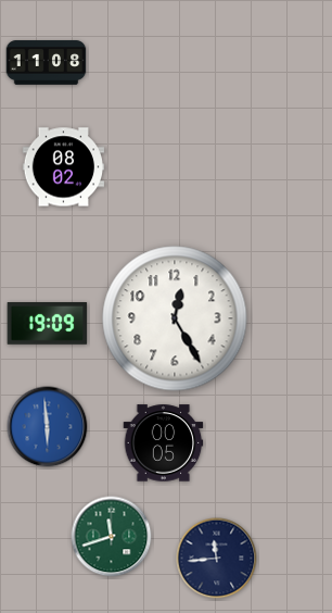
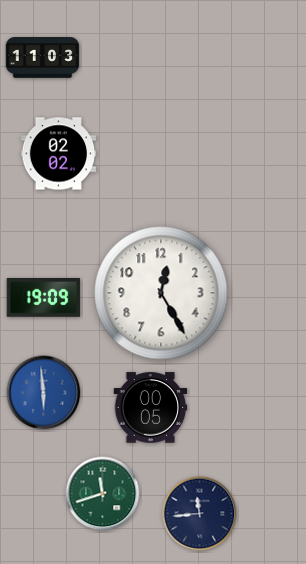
clock at (47, 63): 11:08 -> 11:03
clock at (64, 167): 08:02 -> 02:02
